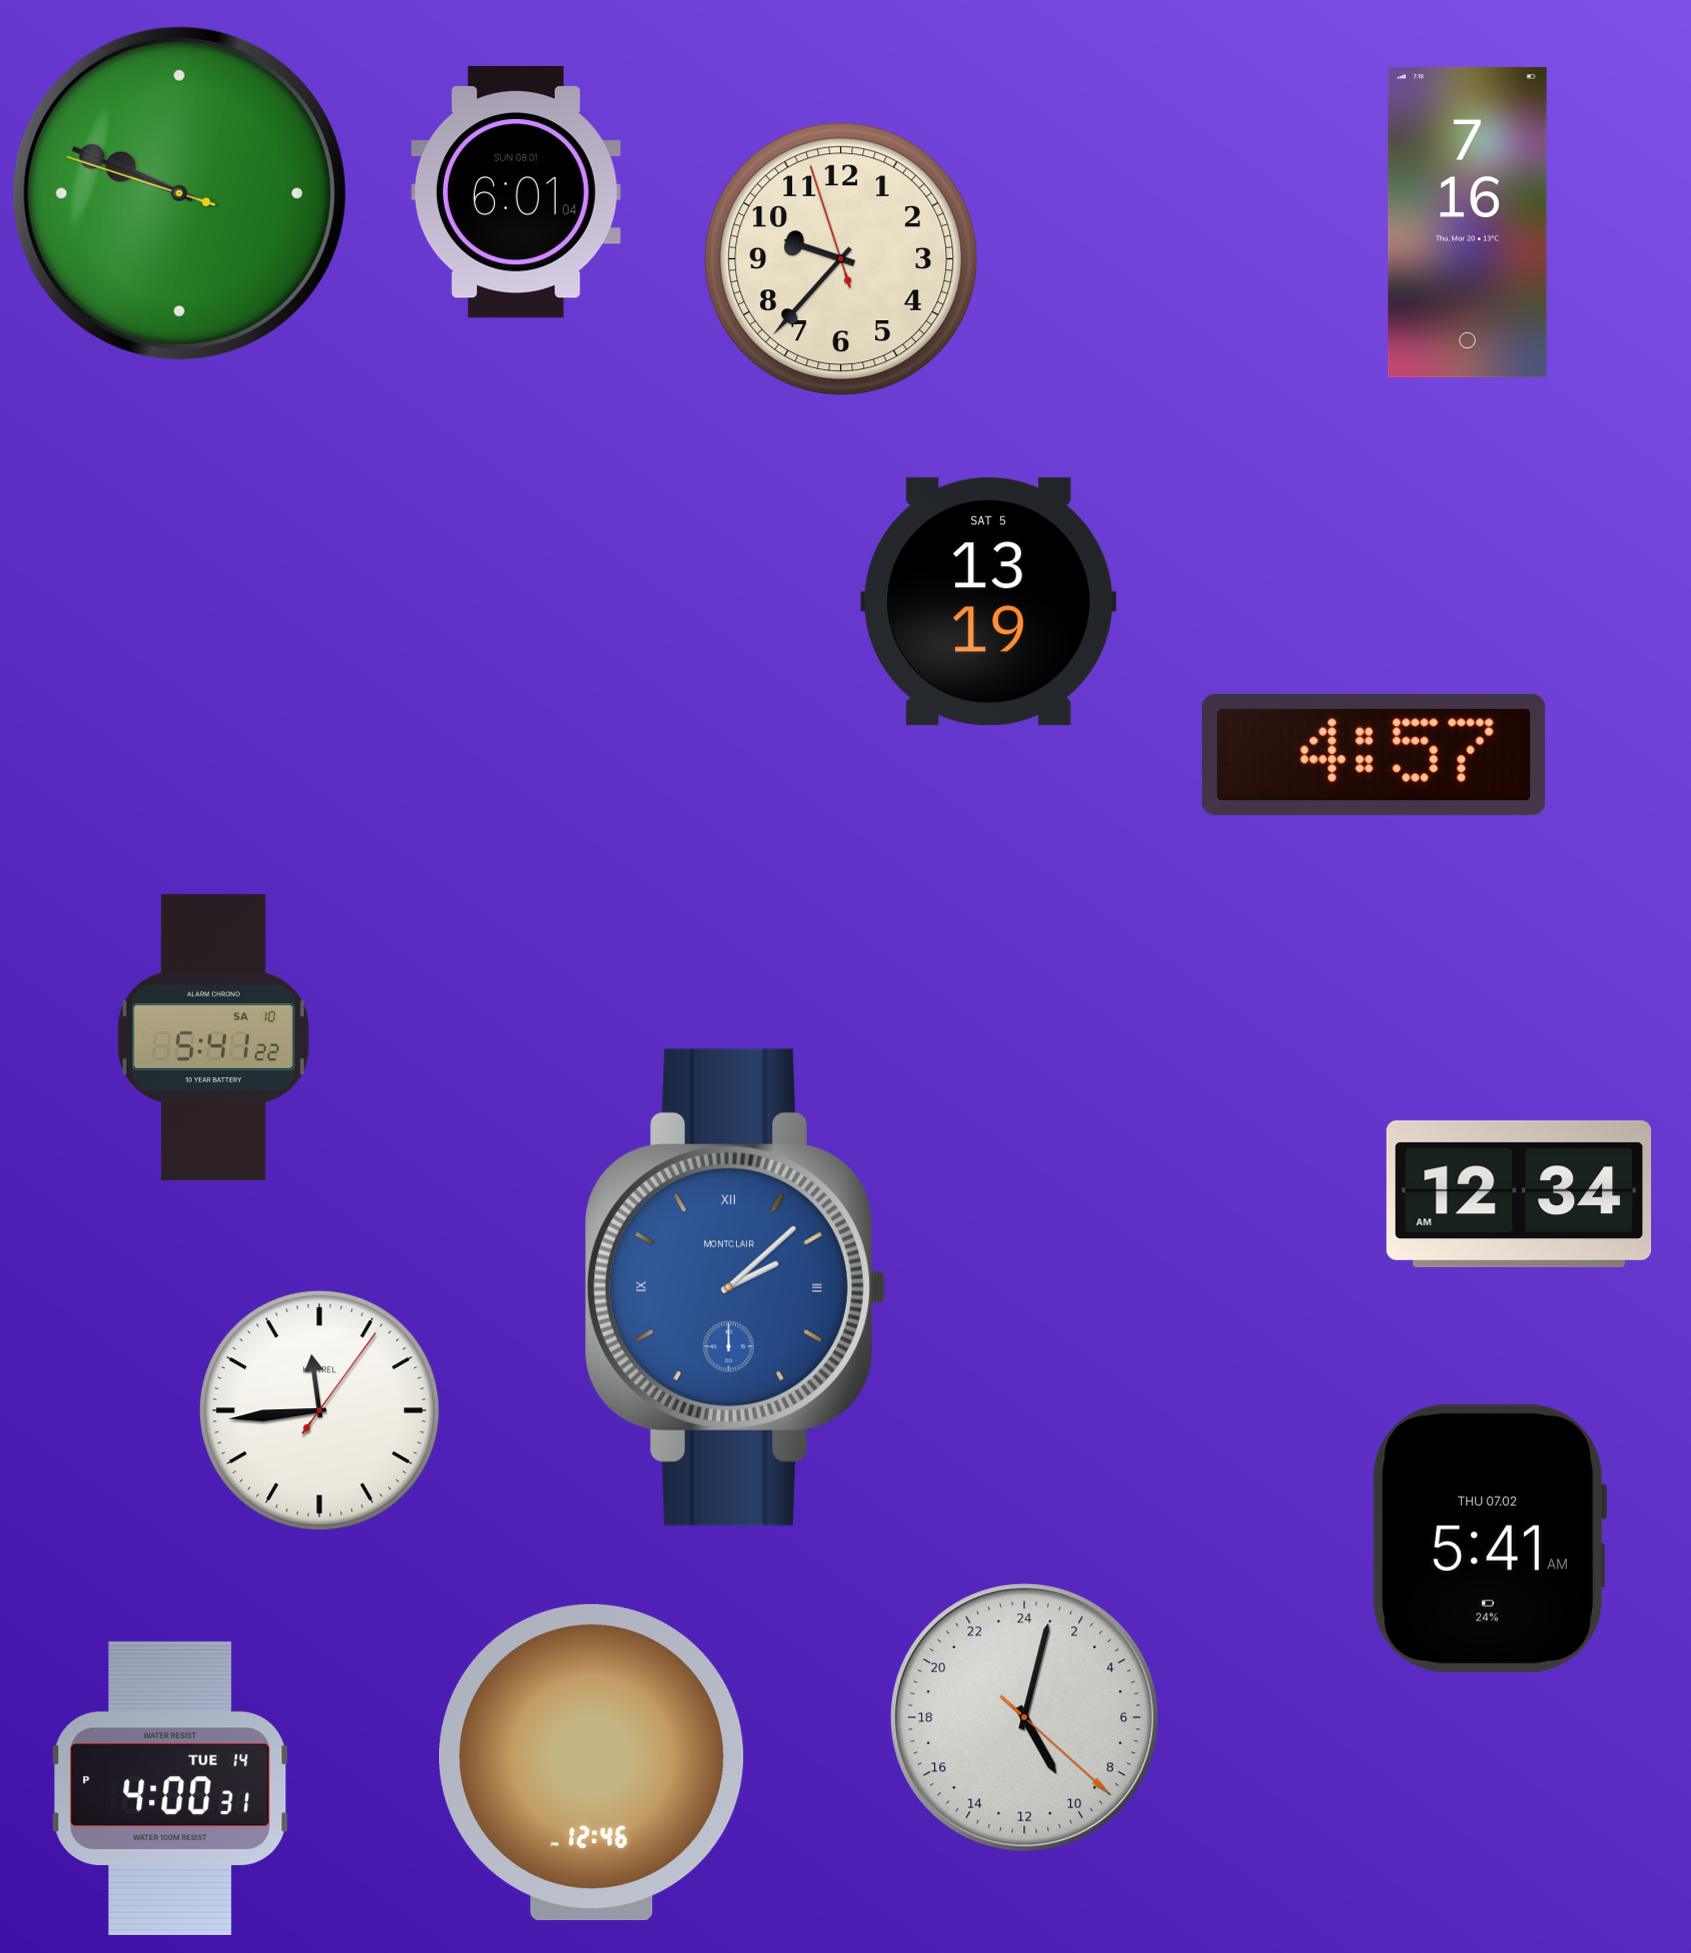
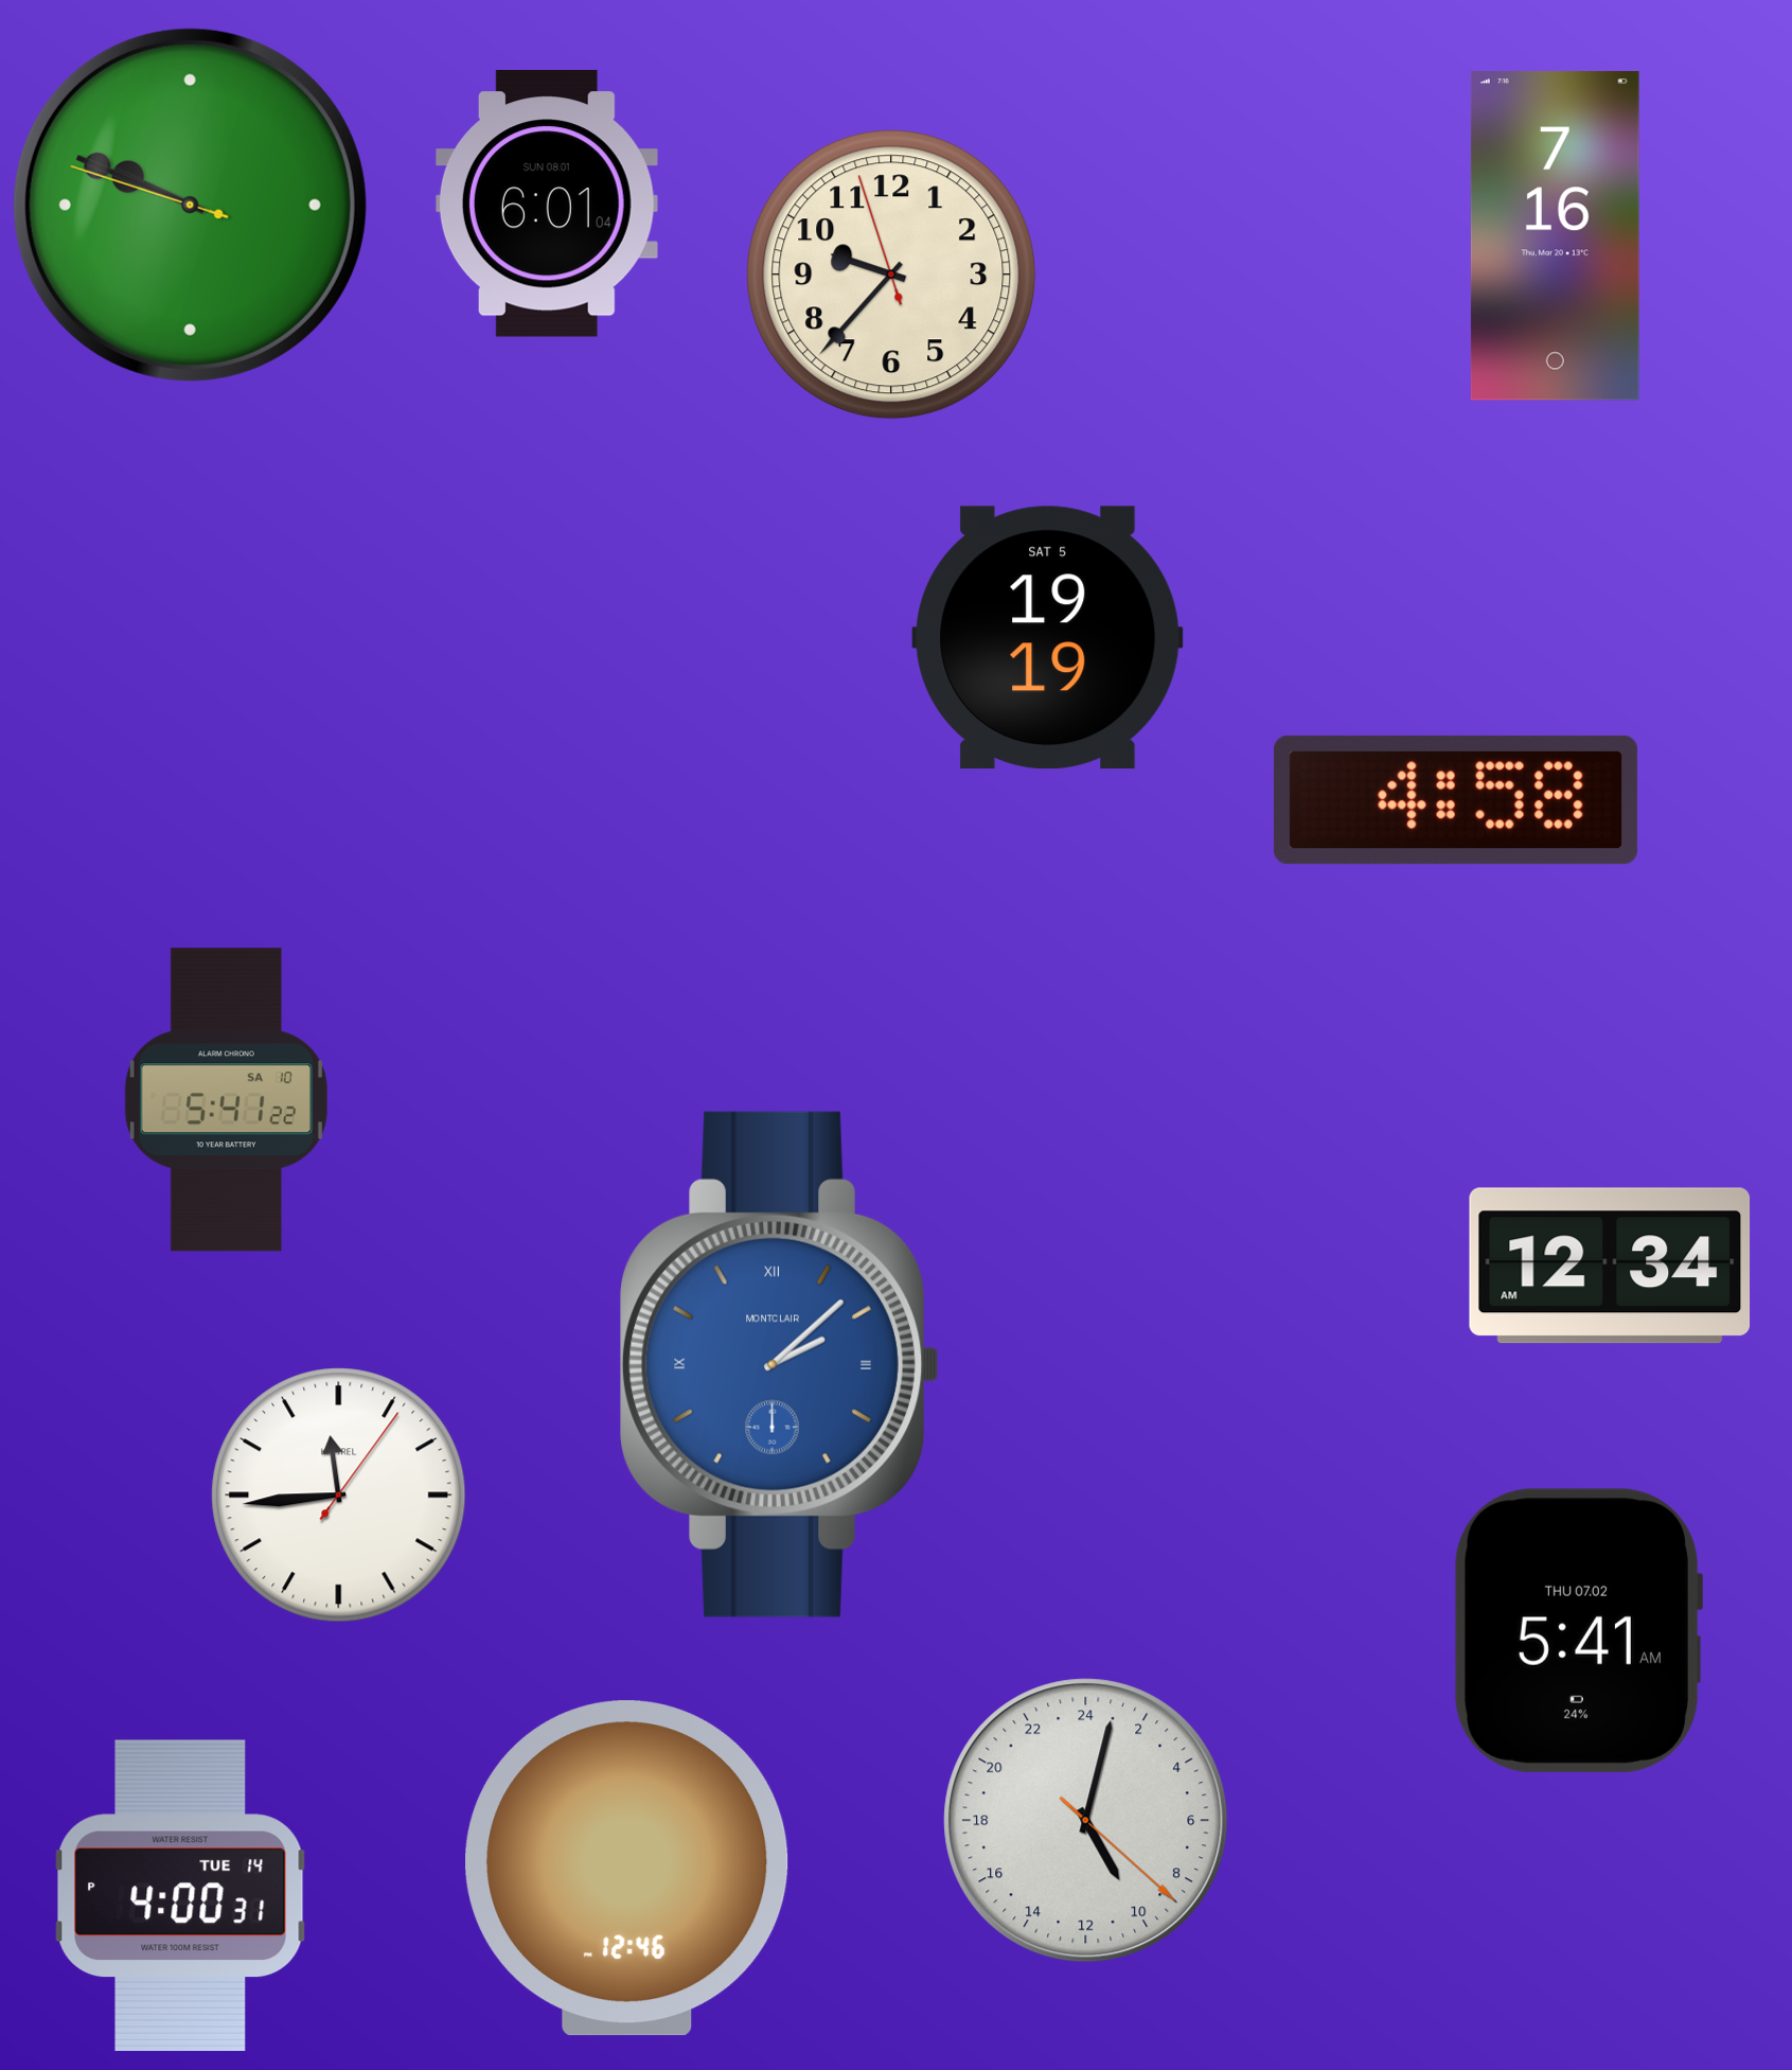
clock at (989, 602): 13:19 -> 19:19
clock at (1374, 755): 4:57 -> 4:58
